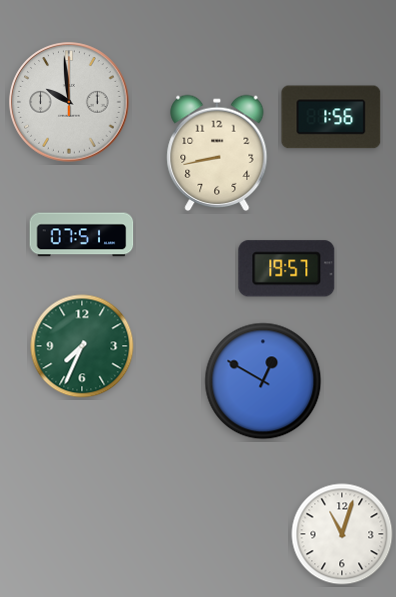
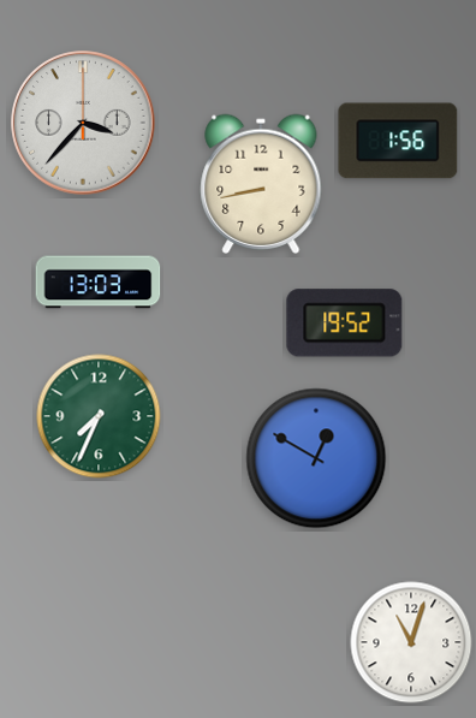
clock at (69, 102): 9:59 -> 3:37
clock at (82, 235): 07:51 -> 13:03
clock at (287, 269): 19:57 -> 19:52
